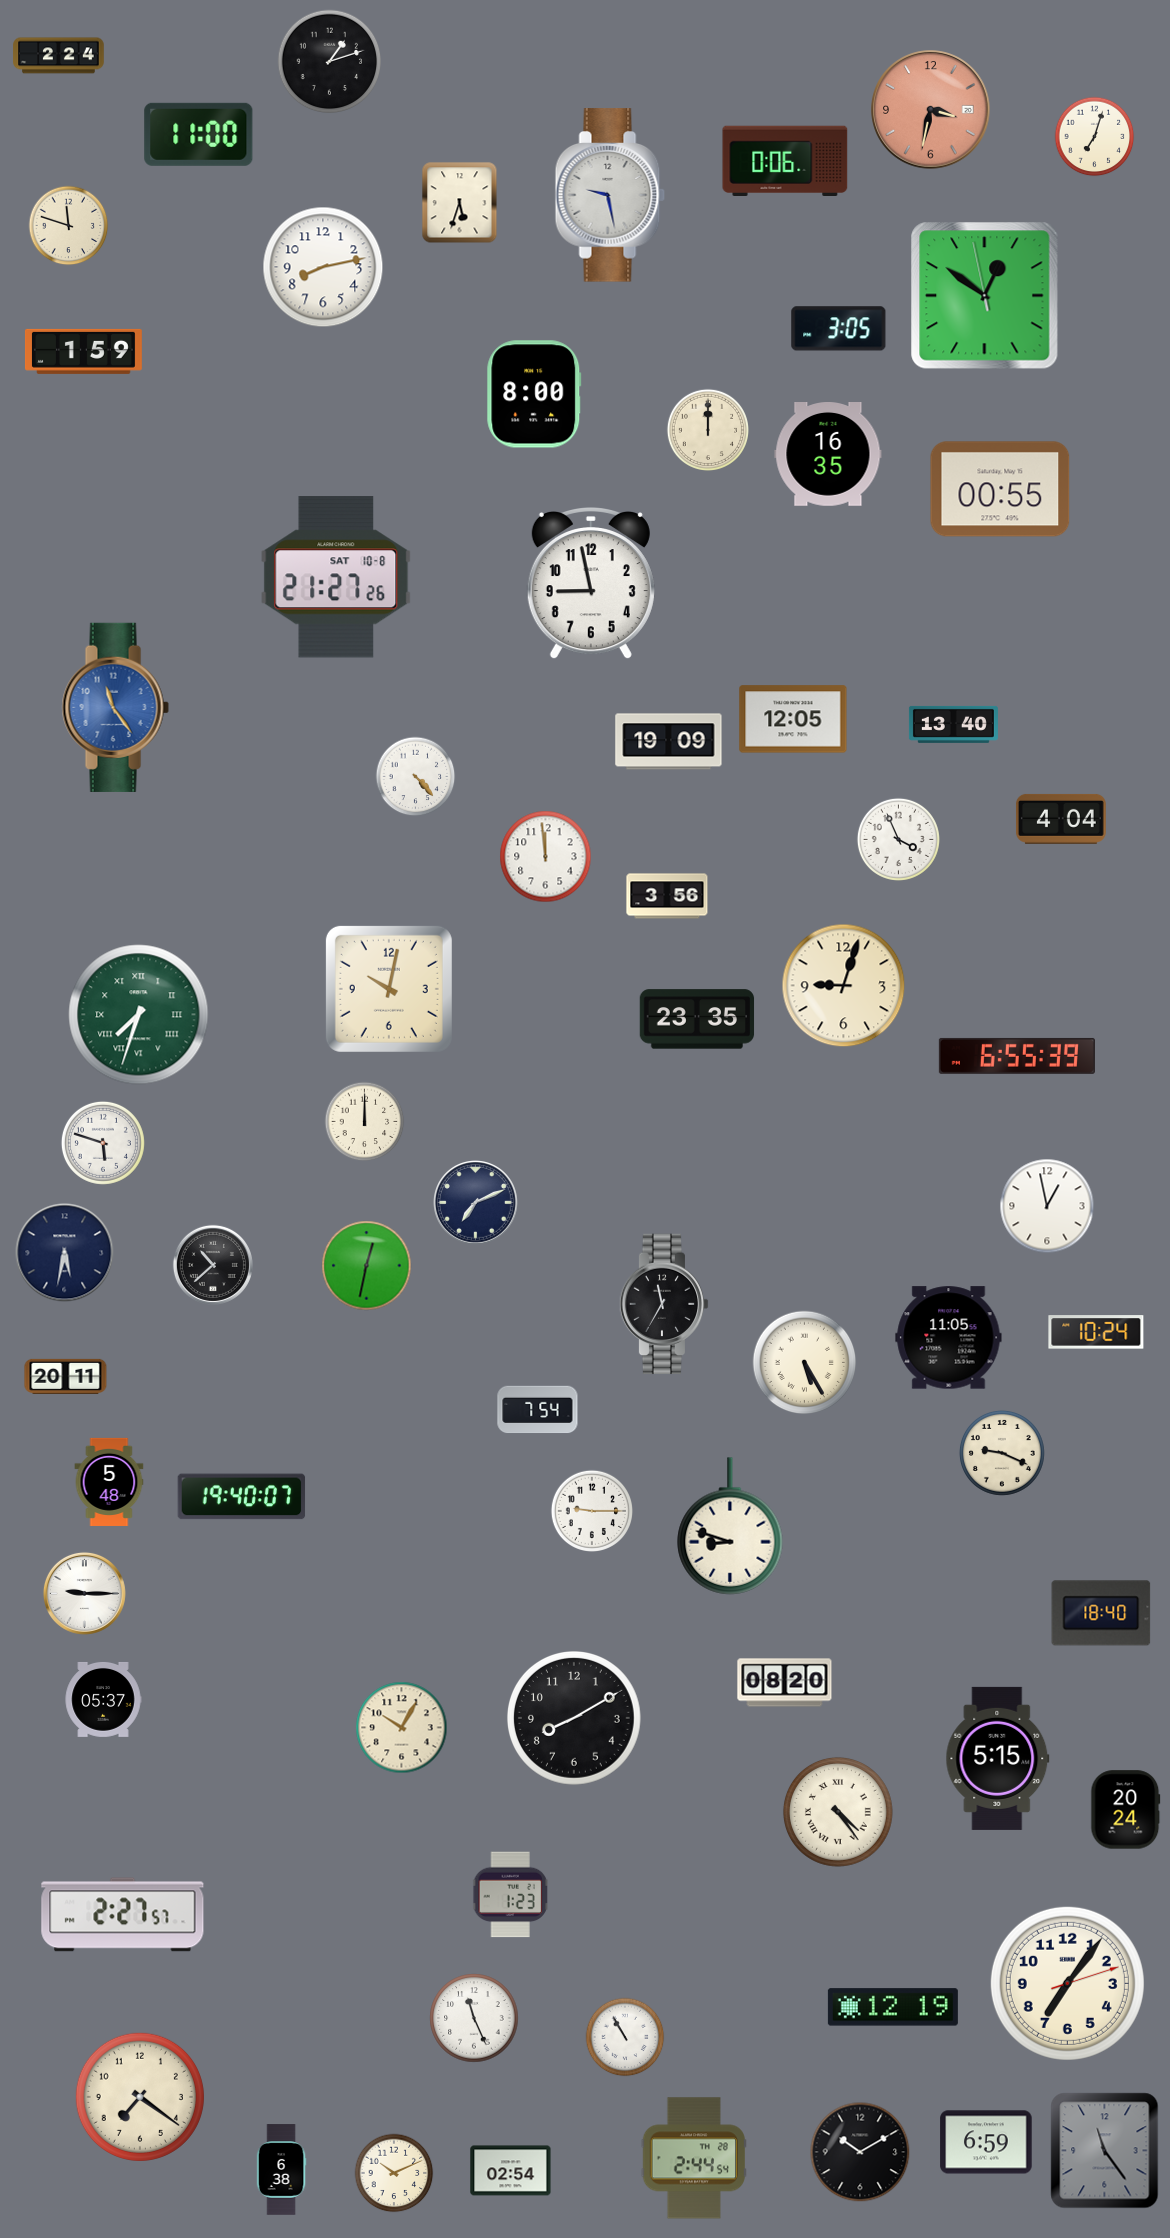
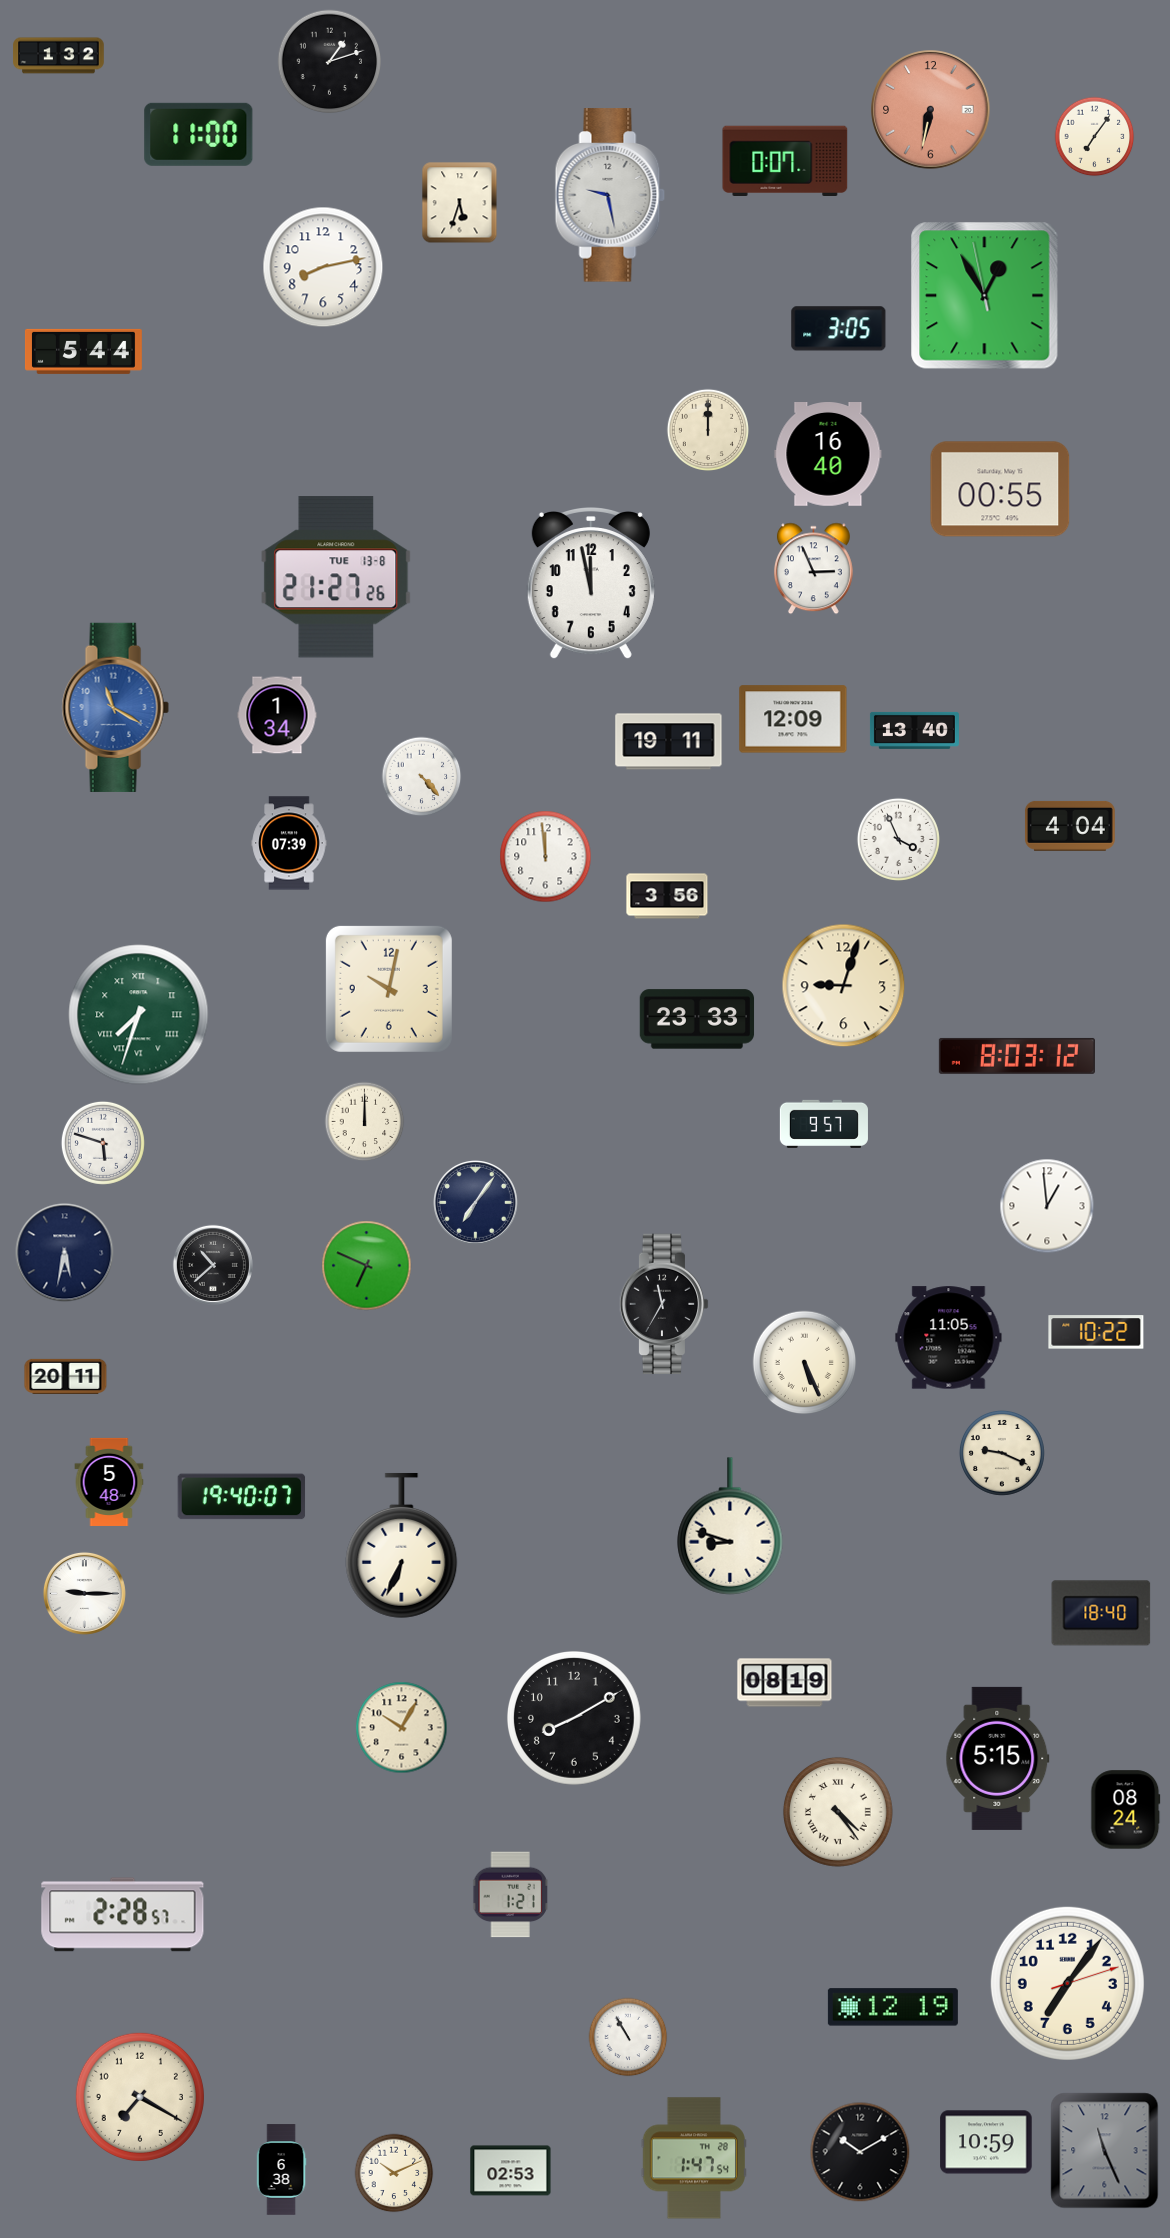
clock at (59, 56): 2:24 -> 1:32
clock at (931, 110): 3:32 -> 6:32
clock at (1095, 137): 7:03 -> 7:06
clock at (785, 160): 0:06 -> 0:07
clock at (69, 226): 11:48 -> none
clock at (985, 296): 12:50 -> 12:54
clock at (83, 351): 1:59 -> 5:44
clock at (534, 394): 8:00 -> none
clock at (828, 455): 16:35 -> 16:40
clock at (813, 569): none -> 2:56
clock at (336, 577) date: SAT 10-8 -> TUE 13-8
clock at (591, 584): 8:58 -> 11:58
clock at (115, 707): 11:24 -> 11:20
clock at (277, 715): none -> 1:34
clock at (793, 719): 12:05 -> 12:09
clock at (953, 724) position: (953, 724) -> (914, 730)
clock at (669, 742): 19:09 -> 19:11
clock at (416, 777) position: (416, 777) -> (422, 777)
clock at (1061, 819) position: (1061, 819) -> (1070, 826)
clock at (289, 843): none -> 07:39
clock at (697, 1019): 23:35 -> 23:33
clock at (1017, 1056): 6:55 -> 8:03
clock at (824, 1124): none -> 9:57
clock at (476, 1203): 7:11 -> 7:06
clock at (1047, 1206): 12:58 -> 12:59
clock at (367, 1266): 12:32 -> 6:49
clock at (1096, 1332): 10:24 -> 10:22
clock at (805, 1363): 5:25 -> 5:26
clock at (538, 1410): 7:54 -> none
clock at (591, 1510): 9:15 -> none
clock at (402, 1545): none -> 6:34
clock at (785, 1683): 08:20 -> 08:19
clock at (103, 1699): 05:37 -> none
clock at (1126, 1810): 20:24 -> 08:24
clock at (511, 1895): 1:23 -> 1:21
clock at (123, 1915): 2:27 -> 2:28
clock at (474, 2018): 11:26 -> none
clock at (625, 2037) position: (625, 2037) -> (628, 2037)
clock at (140, 2097): 7:21 -> 7:20
clock at (986, 2142): 6:59 -> 10:59
clock at (1105, 2151): 11:24 -> 11:26
clock at (693, 2158): 2:44 -> 1:47
clock at (511, 2171): 02:54 -> 02:53
